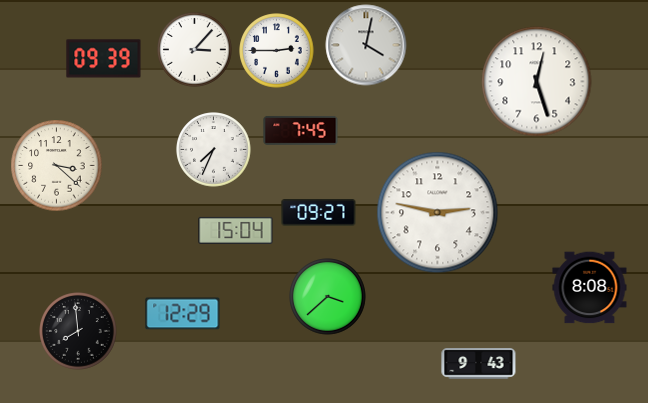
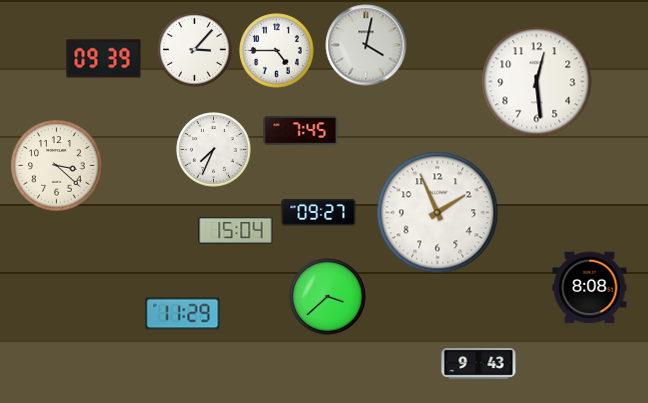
clock at (277, 51): 2:45 -> 4:45
clock at (537, 82): 12:27 -> 12:29
clock at (438, 213): 2:47 -> 1:56
clock at (183, 314): 12:29 -> 11:29
clock at (78, 331): 7:59 -> none
